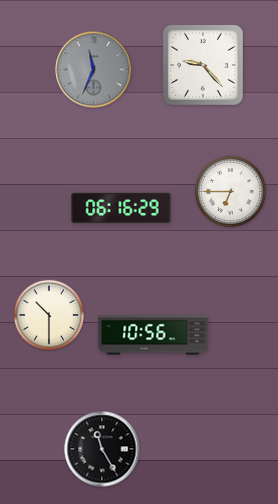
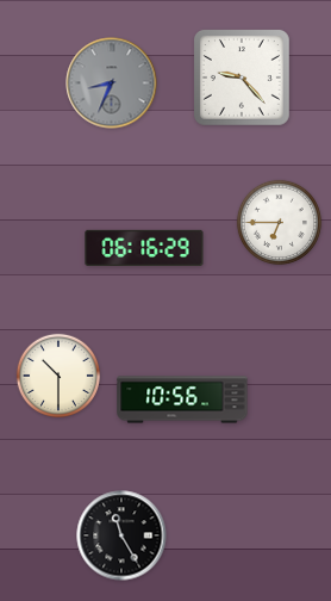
clock at (94, 70): 11:34 -> 8:34
clock at (230, 191) position: (230, 191) -> (279, 222)
